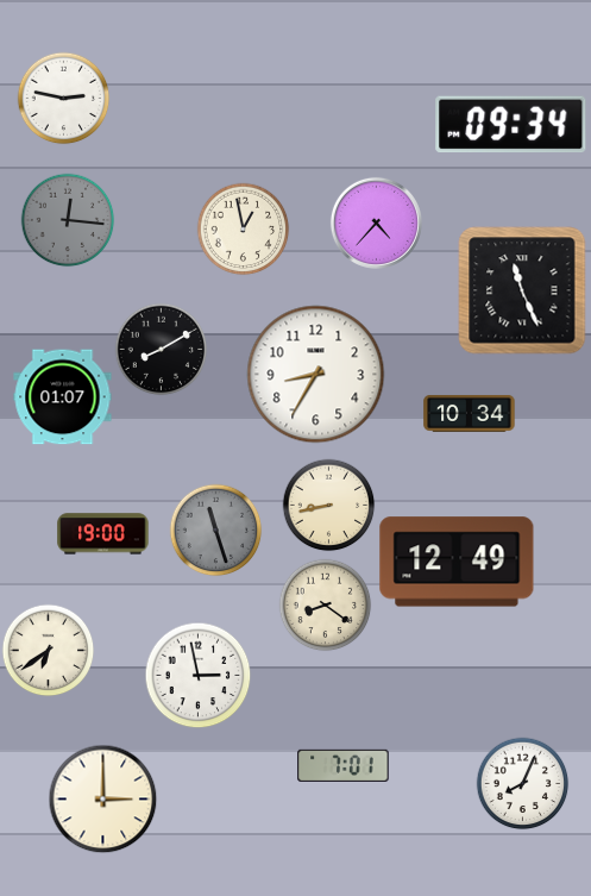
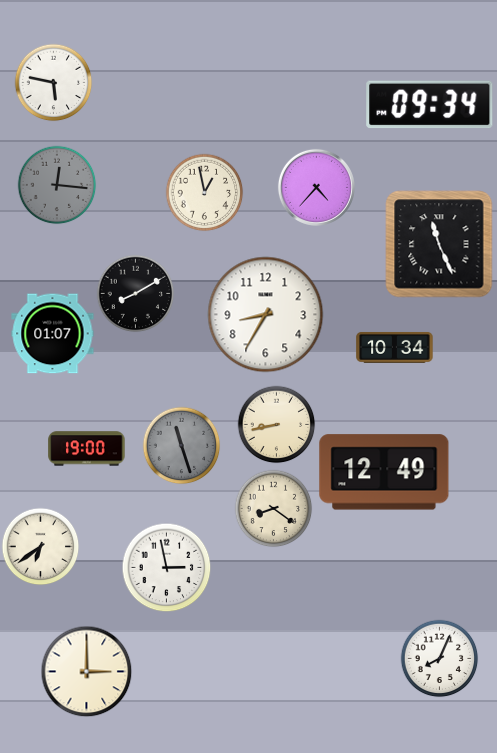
clock at (63, 98): 2:47 -> 5:47
clock at (344, 765): 7:01 -> none
